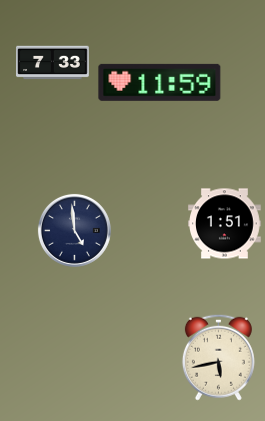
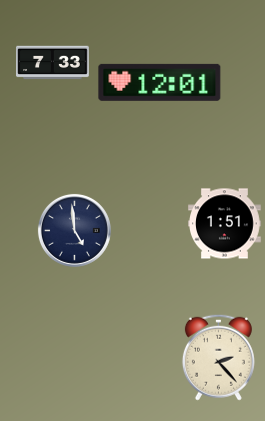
clock at (160, 82): 11:59 -> 12:01
clock at (218, 357): 5:43 -> 2:23
